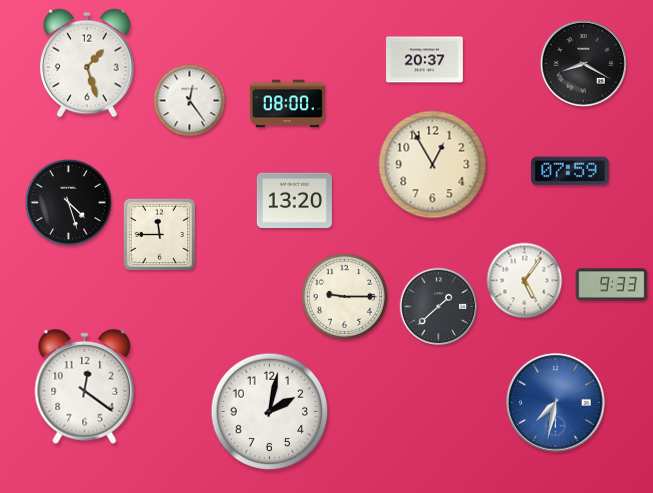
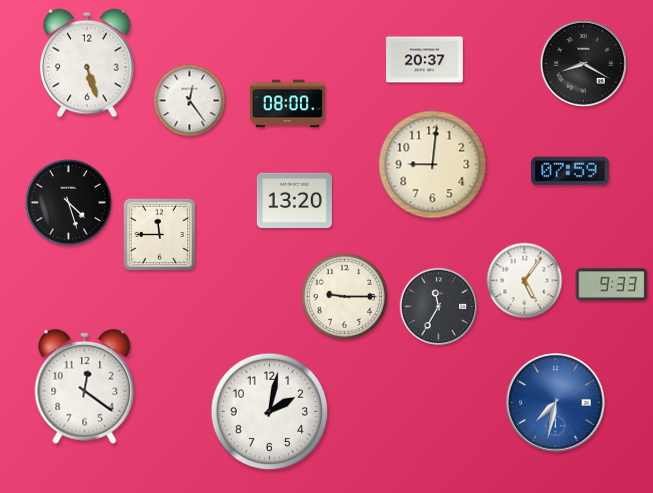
clock at (88, 63): 1:27 -> 5:27
clock at (433, 165): 12:55 -> 9:01
clock at (439, 307): 1:38 -> 11:35
